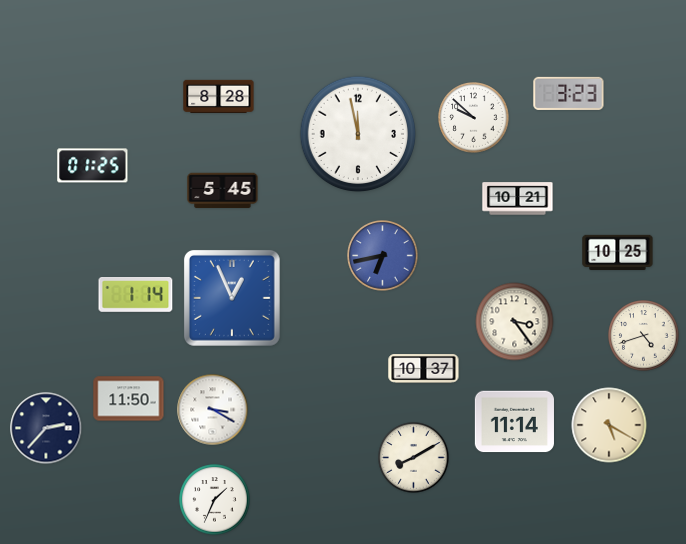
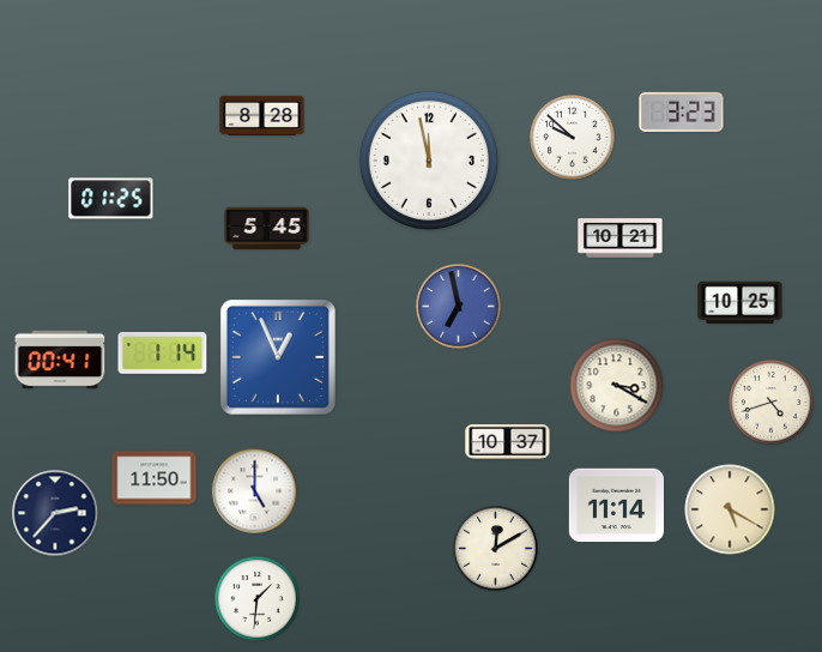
clock at (474, 118) position: (474, 118) -> (573, 138)
clock at (383, 256): 6:43 -> 6:58
clock at (60, 360): none -> 00:41
clock at (515, 322): 3:24 -> 3:20
clock at (213, 410): 3:20 -> 5:00
clock at (414, 458): 8:10 -> 12:10
clock at (215, 500): 1:34 -> 1:31
